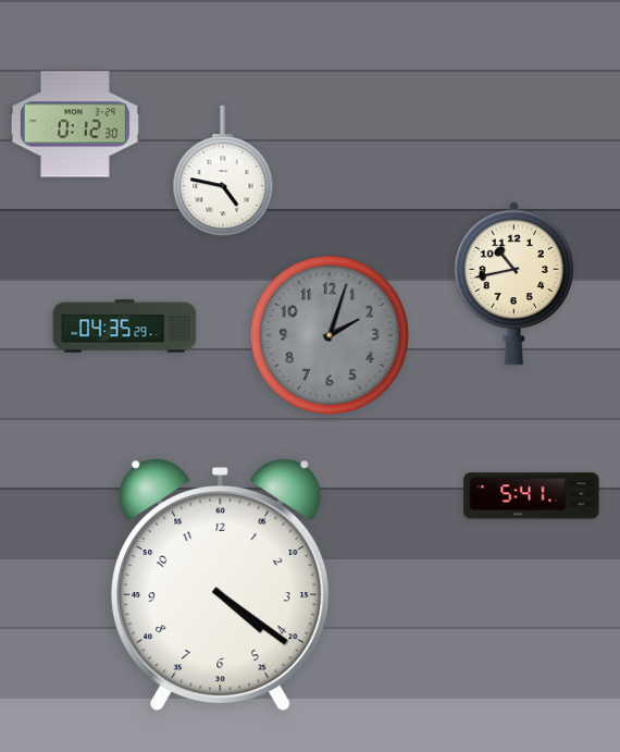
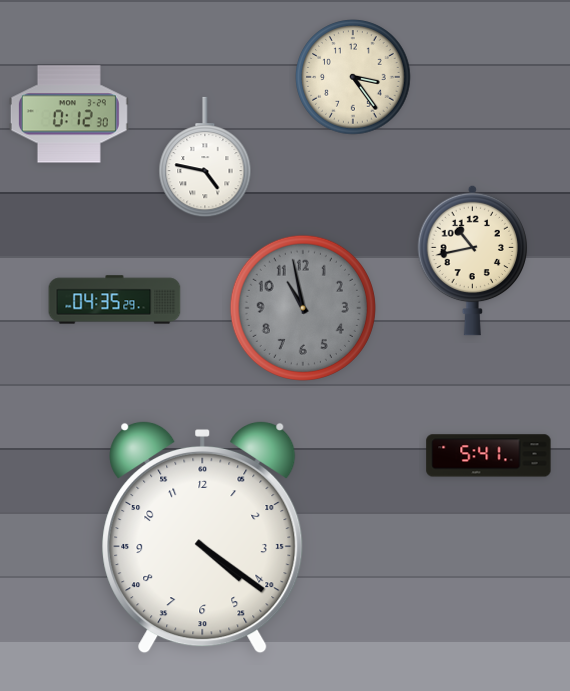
clock at (353, 77): none -> 3:24
clock at (330, 335): 2:03 -> 10:58
